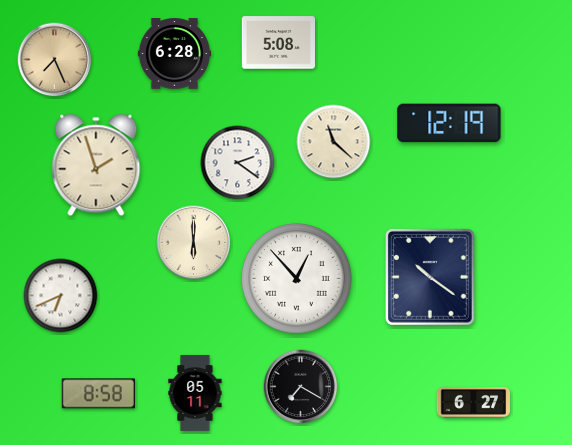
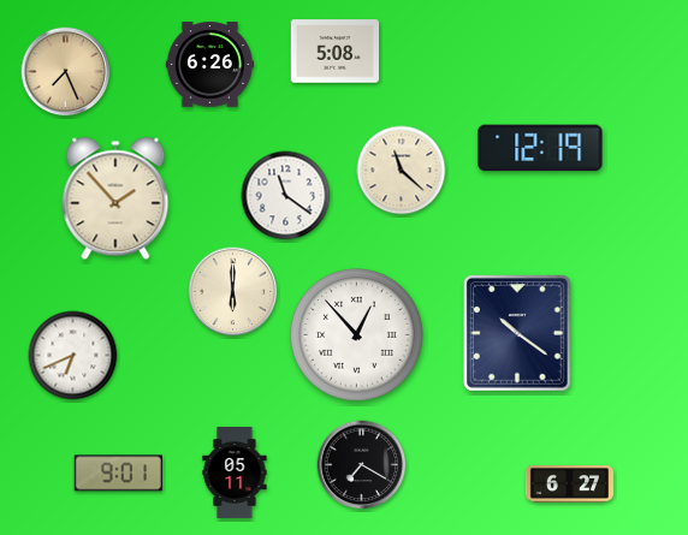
clock at (175, 54): 6:28 -> 6:26
clock at (238, 163): 2:21 -> 11:21
clock at (96, 165): 1:57 -> 1:53
clock at (98, 394): 8:58 -> 9:01
